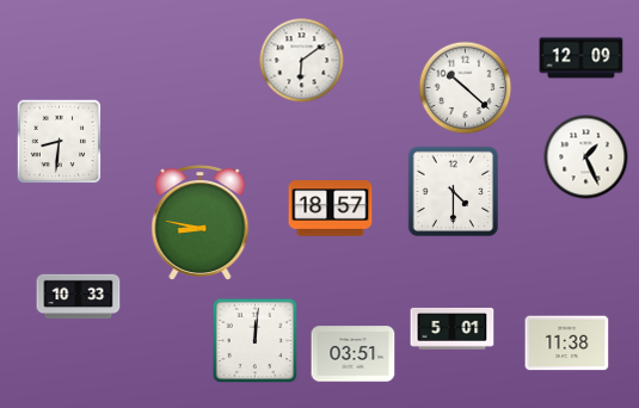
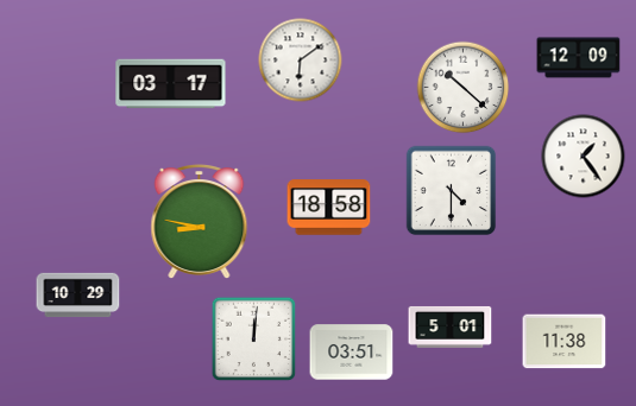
clock at (171, 84): none -> 03:17
clock at (60, 142): 8:31 -> none
clock at (586, 157): 1:26 -> 1:24
clock at (331, 209): 18:57 -> 18:58
clock at (79, 297): 10:33 -> 10:29
